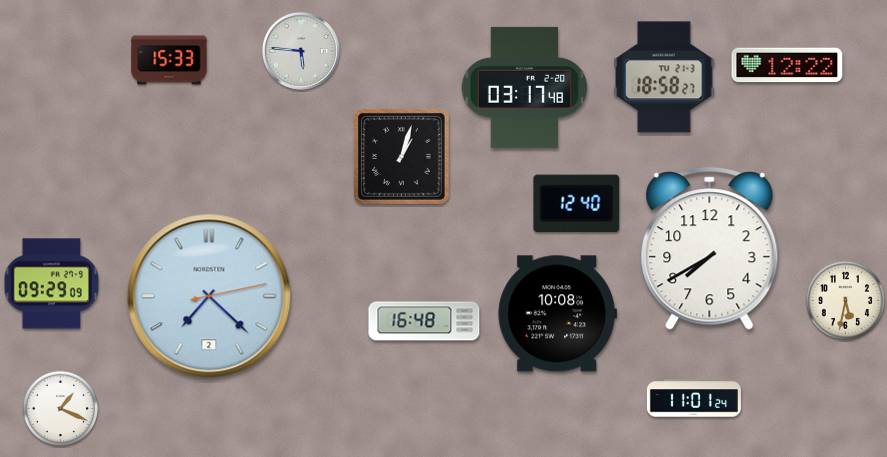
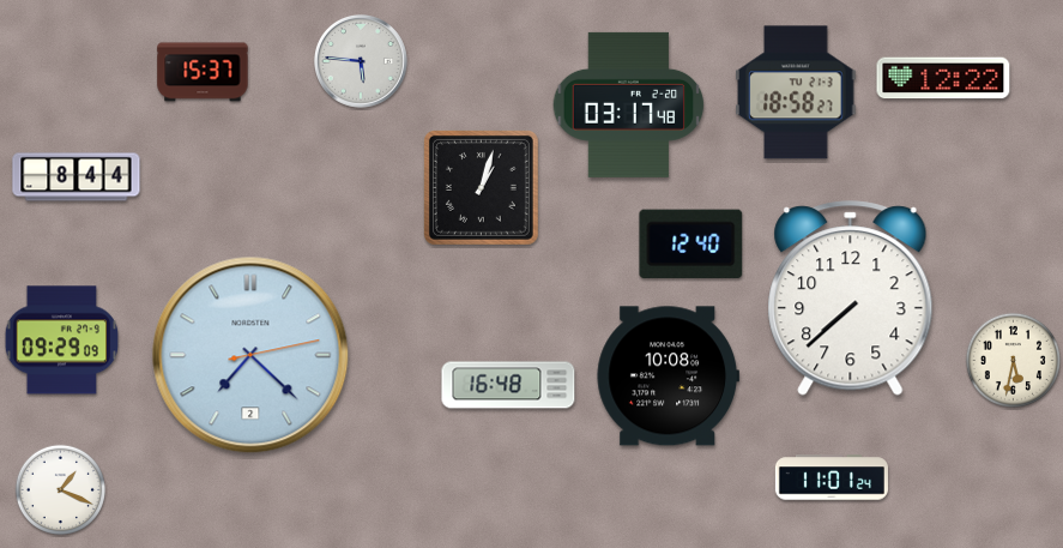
clock at (169, 60): 15:33 -> 15:37
clock at (77, 177): none -> 8:44
clock at (710, 249): 7:40 -> 7:38
clock at (60, 408) position: (60, 408) -> (60, 489)
